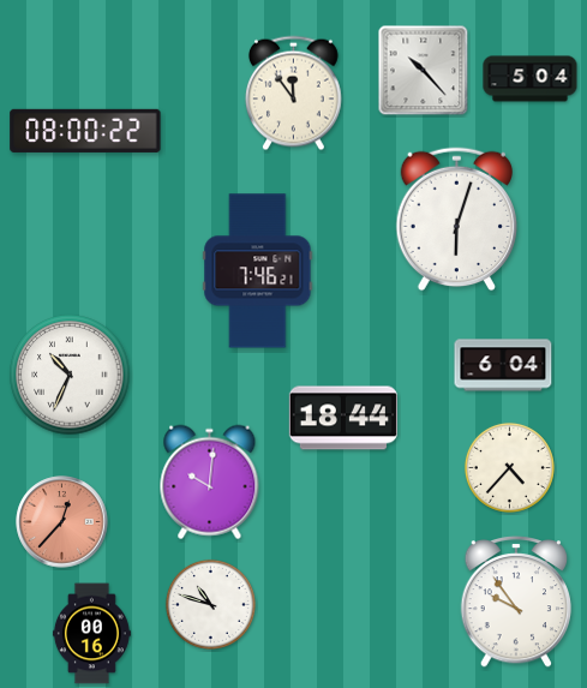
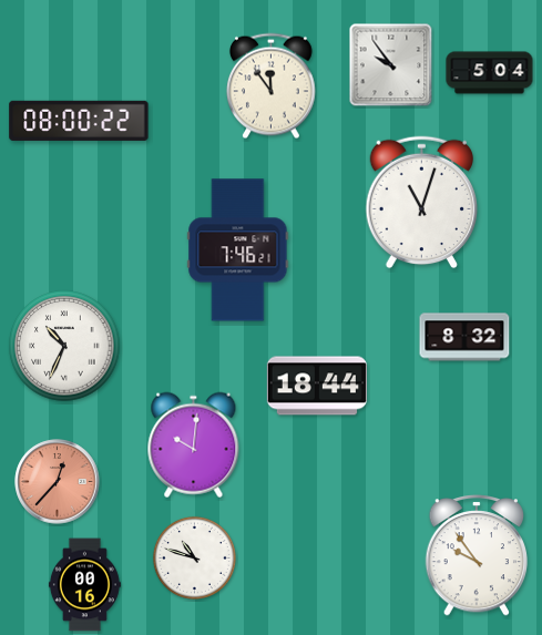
clock at (424, 71): 10:23 -> 9:54
clock at (456, 220): 6:03 -> 11:03
clock at (503, 365): 6:04 -> 8:32
clock at (509, 467): 4:37 -> none
